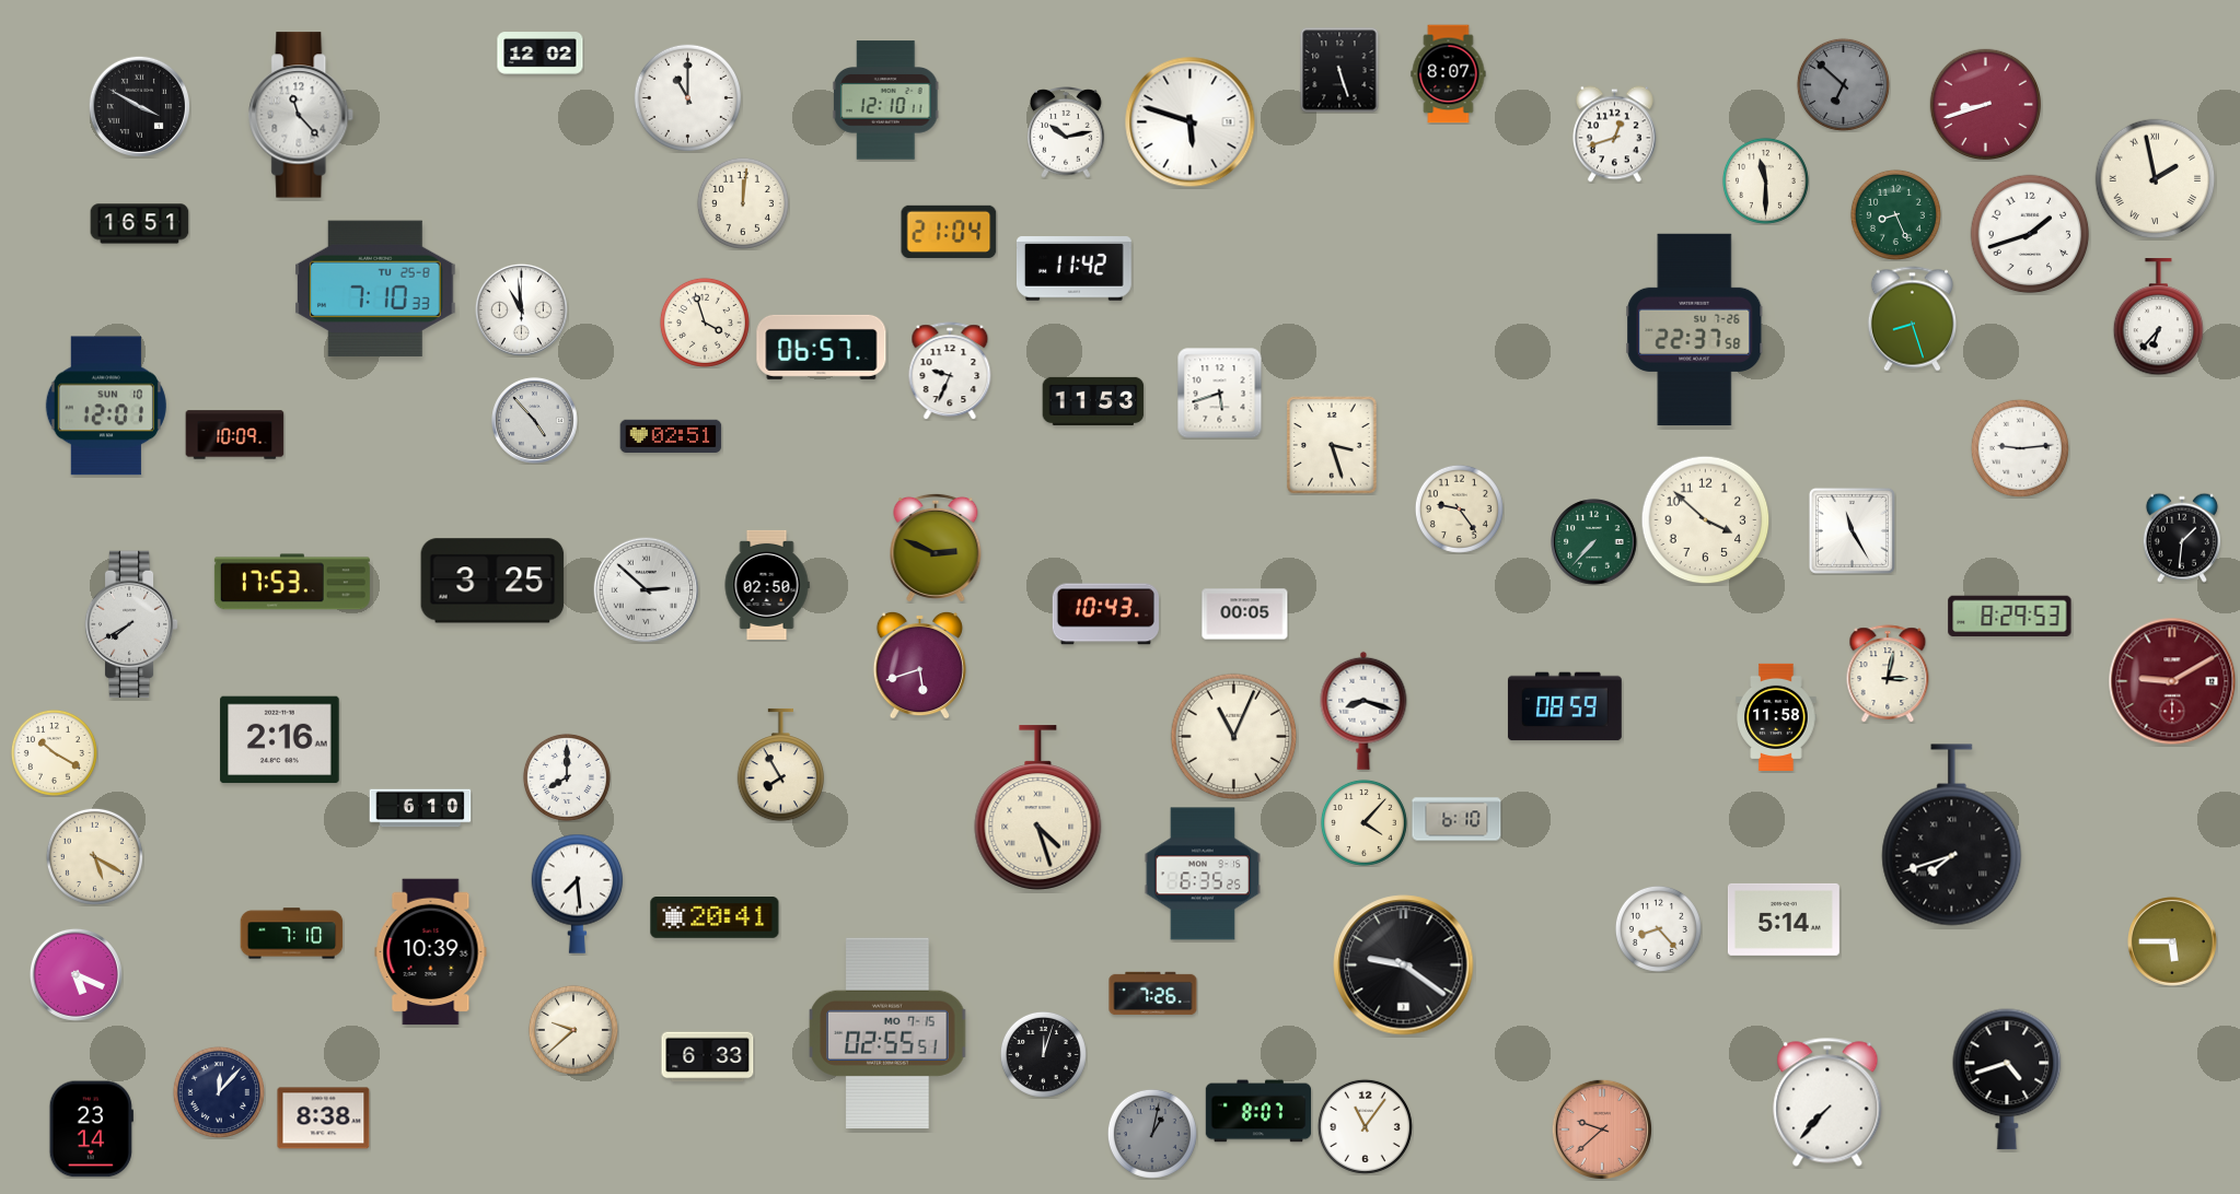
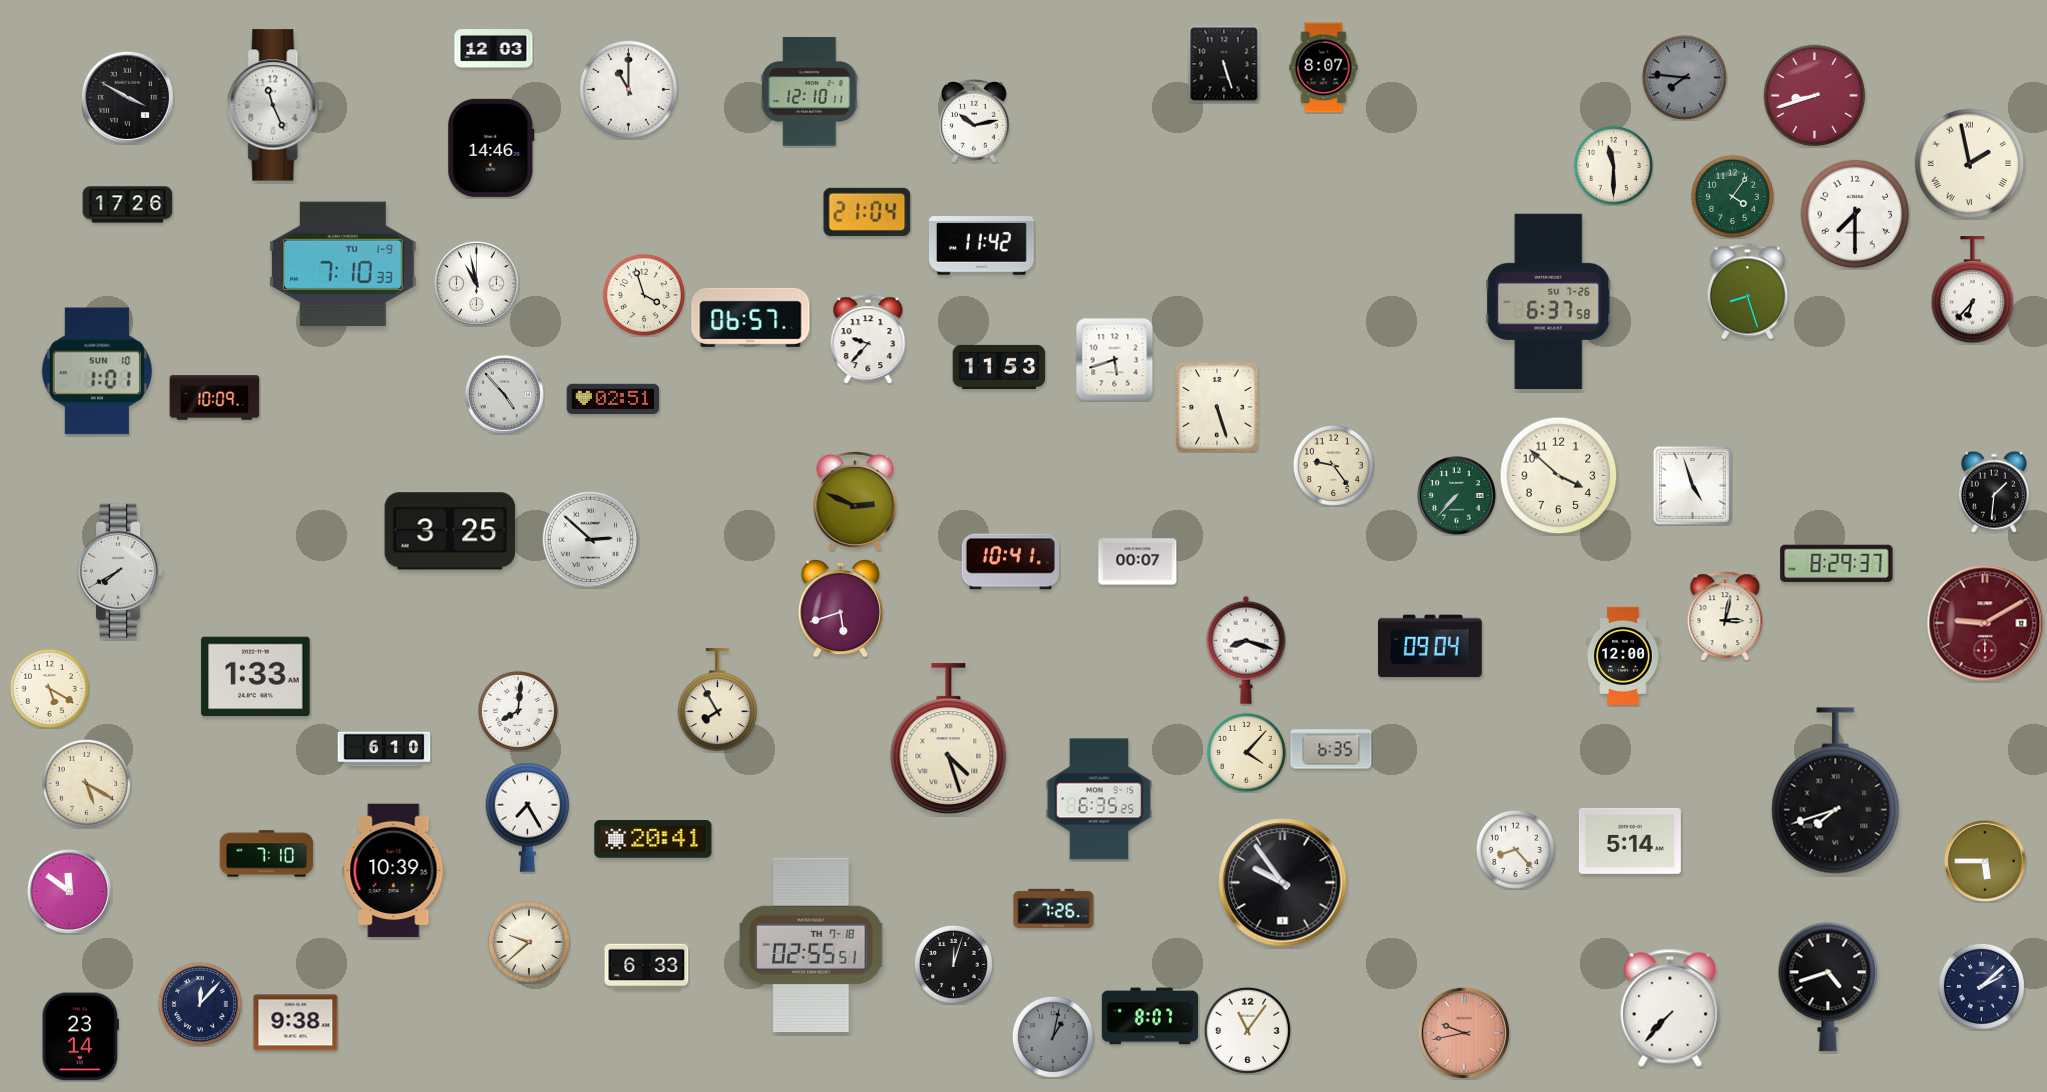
clock at (541, 54): 12:02 -> 12:03
clock at (1843, 84): 6:52 -> 7:46
clock at (302, 115): 11:23 -> 11:26
clock at (1191, 122): 5:48 -> none
clock at (1614, 134): 12:42 -> none
clock at (491, 148): none -> 14:46
clock at (743, 203): 12:01 -> none
clock at (1895, 214): 8:26 -> 4:06
clock at (140, 224): 16:51 -> 17:26
clock at (2030, 234): 1:42 -> 7:30
clock at (376, 288) date: TU 25-8 -> TU 1-9
clock at (521, 309): 10:59 -> 10:58
clock at (1695, 330): 22:37 -> 6:37
clock at (950, 371): 9:34 -> 9:37
clock at (106, 406): 12:01 -> 1:01
clock at (535, 421) position: (535, 421) -> (505, 395)
clock at (1332, 445): 3:27 -> 5:27
clock at (2020, 448): 9:14 -> none
clock at (1852, 530): 11:25 -> 4:57
clock at (292, 582): 17:53 -> none
clock at (767, 585): 02:50 -> none
clock at (1105, 614): 10:43 -> 10:41
clock at (1245, 614): 00:05 -> 00:07
clock at (2010, 617): 8:29:53 -> 8:29:37
clock at (1565, 706): 08:59 -> 09:04
clock at (1776, 717): 11:58 -> 12:00
clock at (1234, 737): 11:04 -> none
clock at (280, 740): 2:16 -> 1:33
clock at (54, 752): 10:20 -> 5:20
clock at (780, 765) position: (780, 765) -> (717, 700)
clock at (567, 777): 8:00 -> 8:01
clock at (420, 808) position: (420, 808) -> (384, 749)
clock at (1456, 819): 6:10 -> 6:35
clock at (1952, 835) position: (1952, 835) -> (1836, 791)
clock at (578, 893): 7:29 -> 7:25
clock at (1404, 965): 9:21 -> 9:54
clock at (76, 974): 5:19 -> 11:51
clock at (573, 1030) position: (573, 1030) -> (529, 942)
clock at (887, 1032) date: MO 7-15 -> TH 7-18
clock at (1981, 986): none -> 2:08
clock at (2007, 1079) position: (2007, 1079) -> (1828, 987)
clock at (219, 1092) position: (219, 1092) -> (200, 1004)
clock at (324, 1119): 8:38 -> 9:38
clock at (91, 1129) position: (91, 1129) -> (80, 1037)
clock at (1602, 1129): 9:38 -> 9:43
